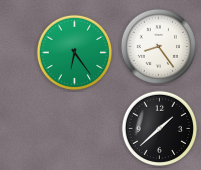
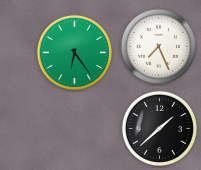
clock at (159, 47): 8:24 -> 7:26
